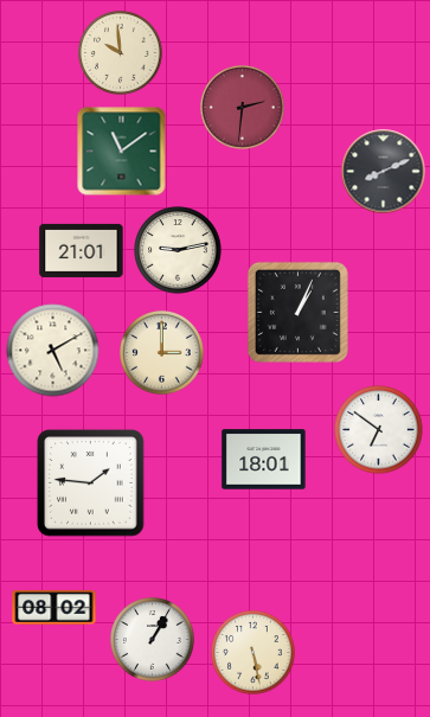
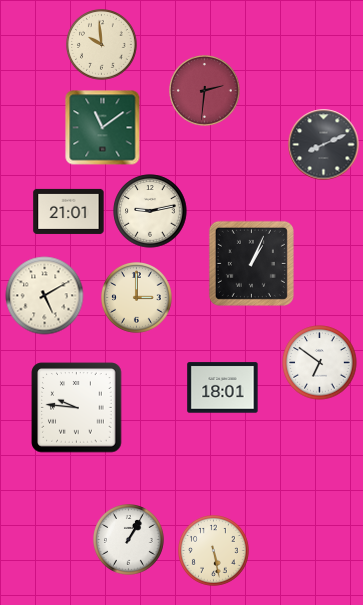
clock at (91, 484): 1:46 -> 9:46
clock at (54, 608): 08:02 -> none
